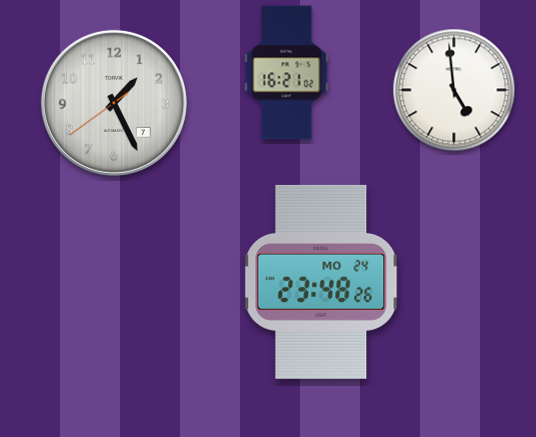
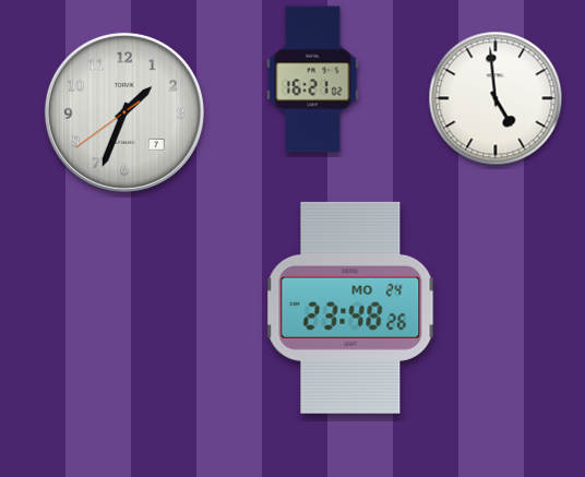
clock at (114, 103): 1:25 -> 1:33
